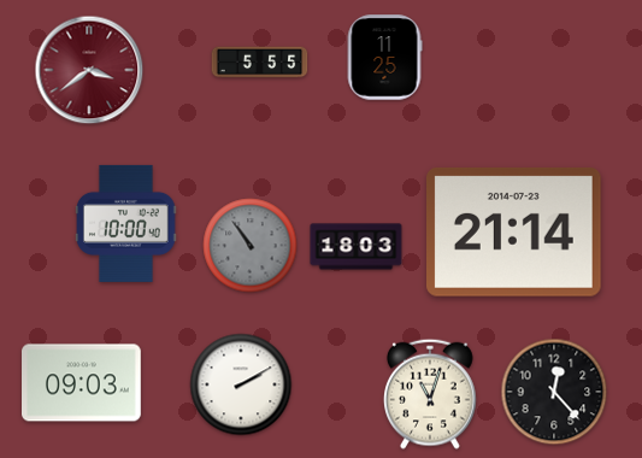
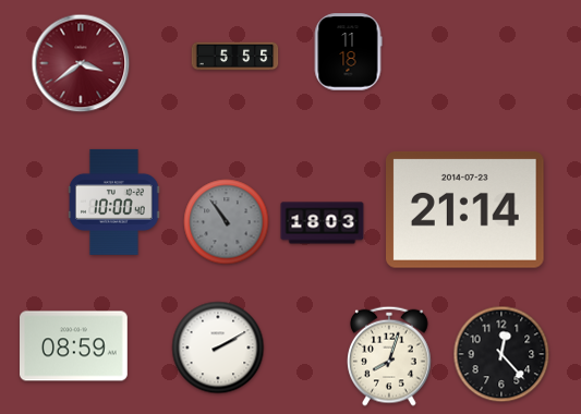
clock at (384, 58): 11:25 -> 11:18
clock at (82, 383): 09:03 -> 08:59
clock at (431, 394): 11:03 -> 8:03
